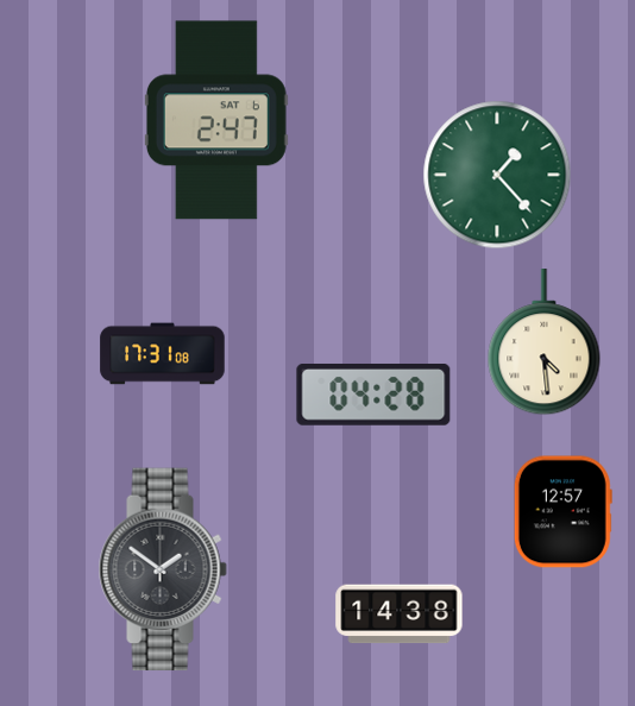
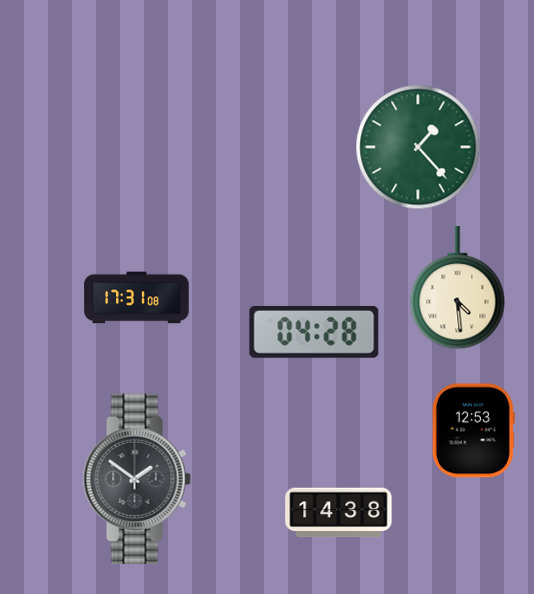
clock at (216, 120): 2:47 -> none
clock at (562, 512): 12:57 -> 12:53
clock at (400, 614) position: (400, 614) -> (339, 513)
